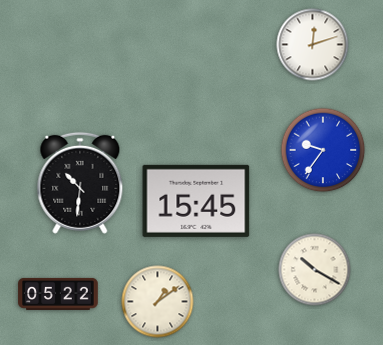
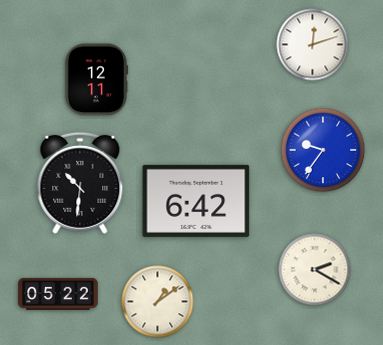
clock at (96, 80): none -> 12:11
clock at (196, 201): 15:45 -> 6:42
clock at (315, 270): 10:20 -> 2:20
